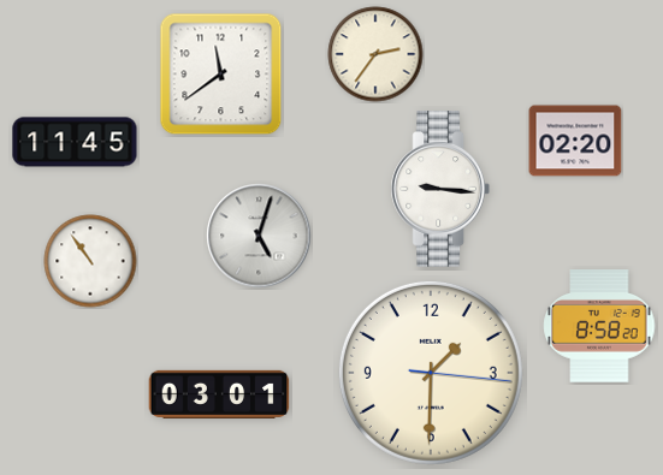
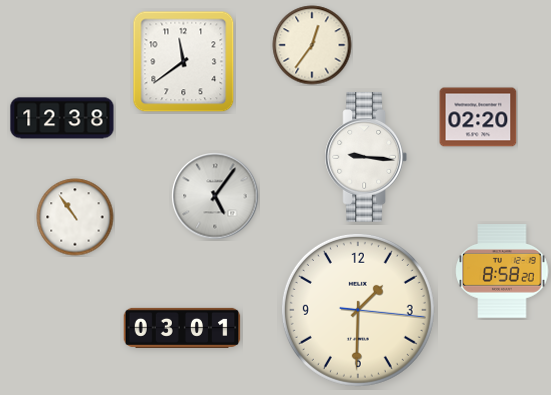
clock at (375, 54): 2:36 -> 12:36
clock at (75, 142): 11:45 -> 12:38
clock at (259, 236): 5:03 -> 5:06
clock at (599, 326) position: (599, 326) -> (502, 271)
